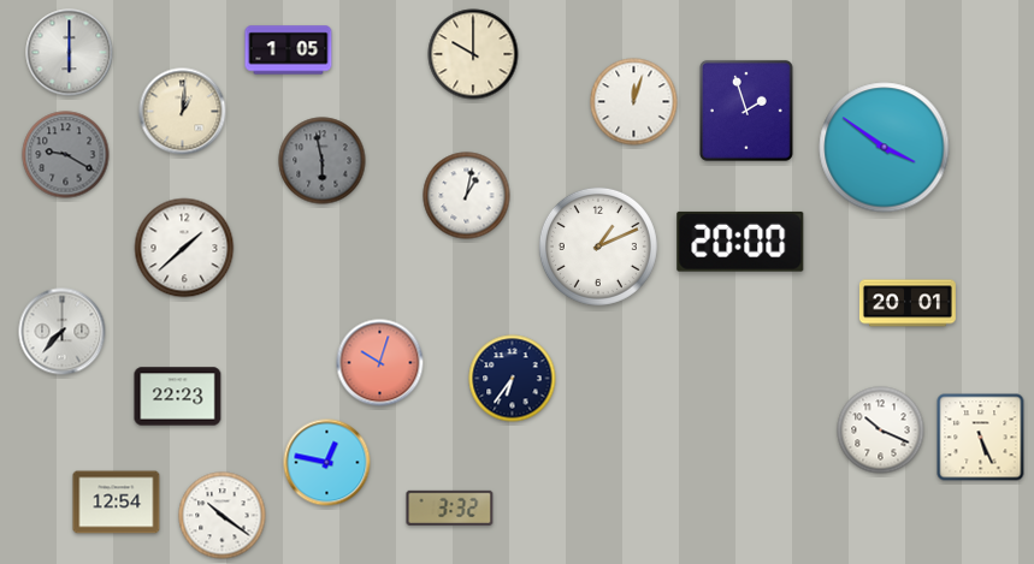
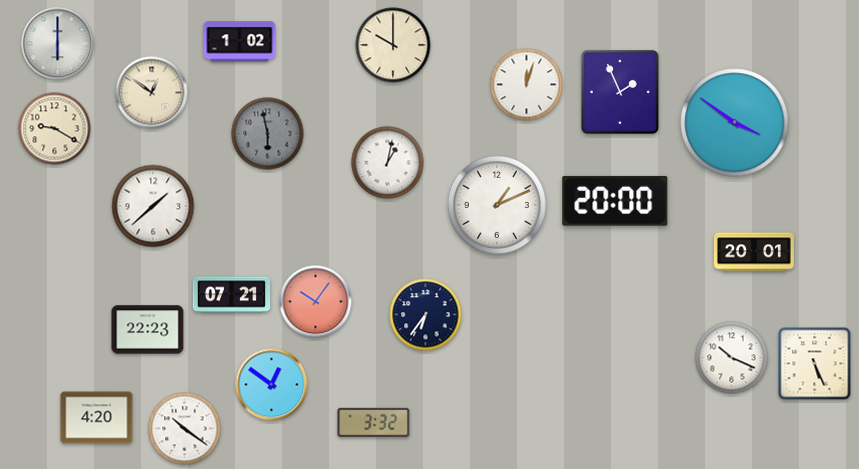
clock at (289, 51): 1:05 -> 1:02
clock at (746, 111): 1:57 -> 1:56
clock at (183, 112): 1:01 -> 12:51
clock at (66, 155) dial: grey -> cream
clock at (63, 332): 7:37 -> none
clock at (232, 295): none -> 07:21
clock at (380, 363): 10:03 -> 10:06
clock at (327, 463): 12:47 -> 12:51
clock at (117, 503): 12:54 -> 4:20
